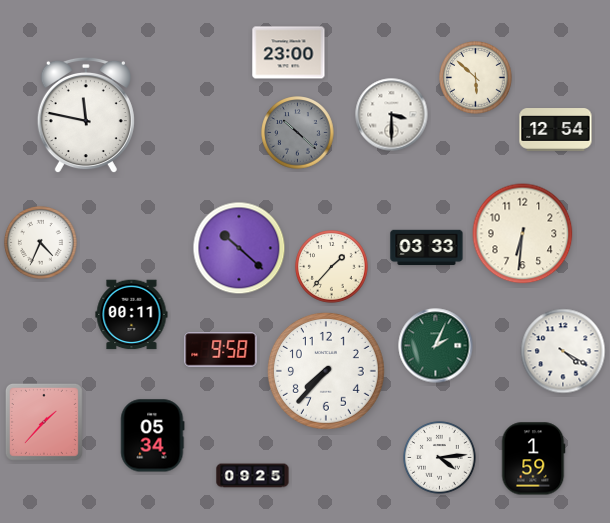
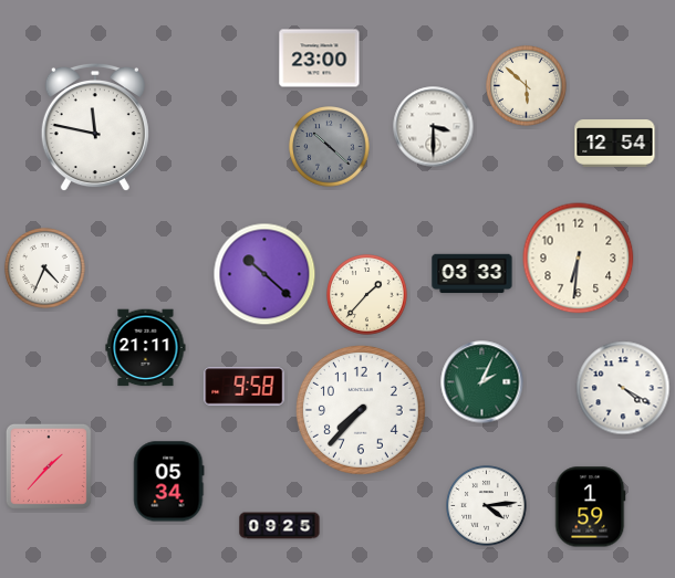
clock at (132, 315): 00:11 -> 21:11
